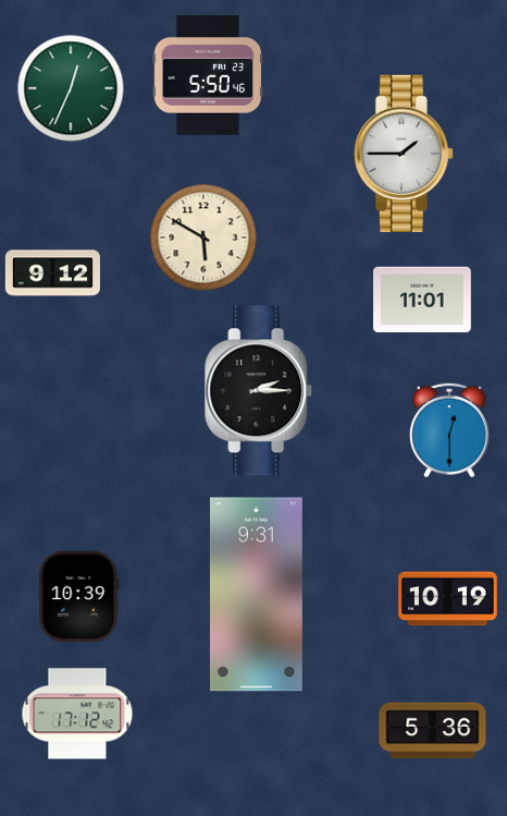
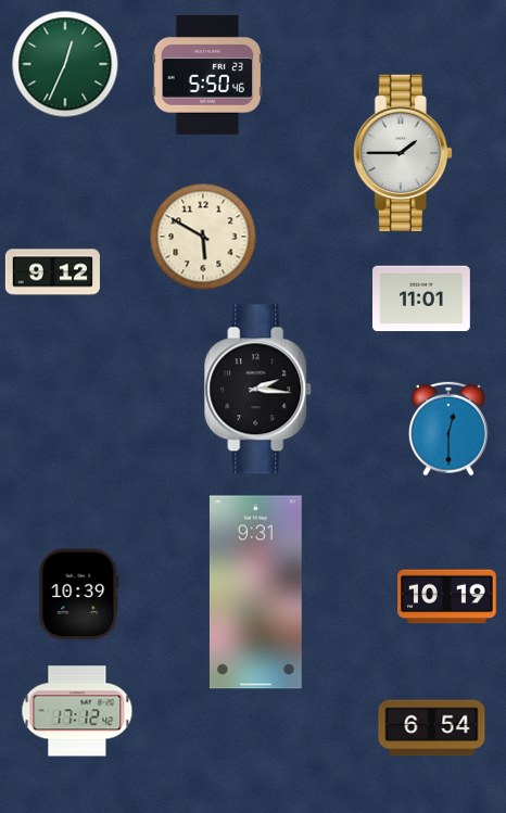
clock at (71, 88) position: (71, 88) -> (65, 64)
clock at (259, 391): 2:15 -> 2:16
clock at (433, 731): 5:36 -> 6:54
